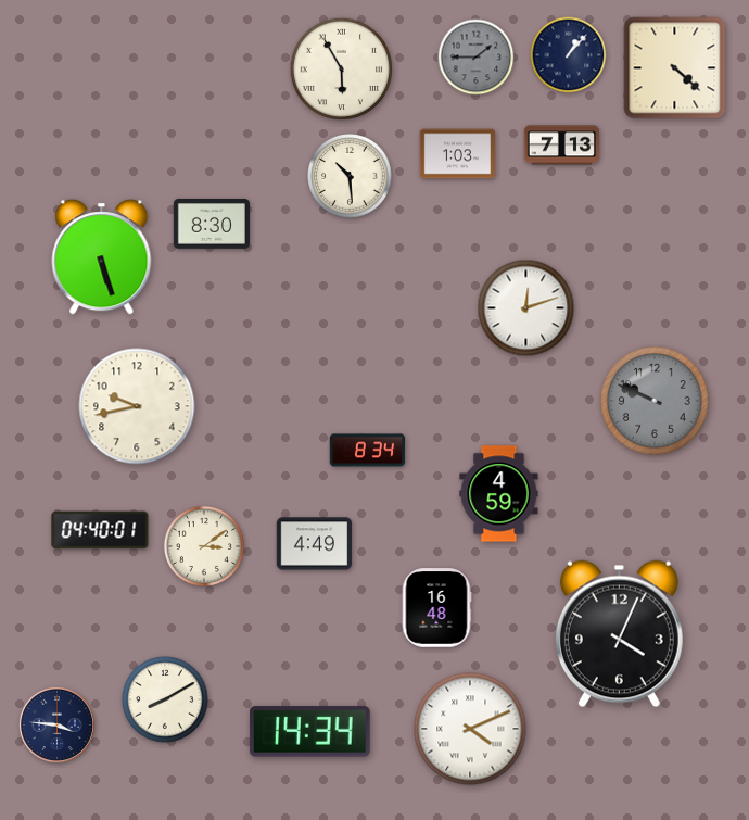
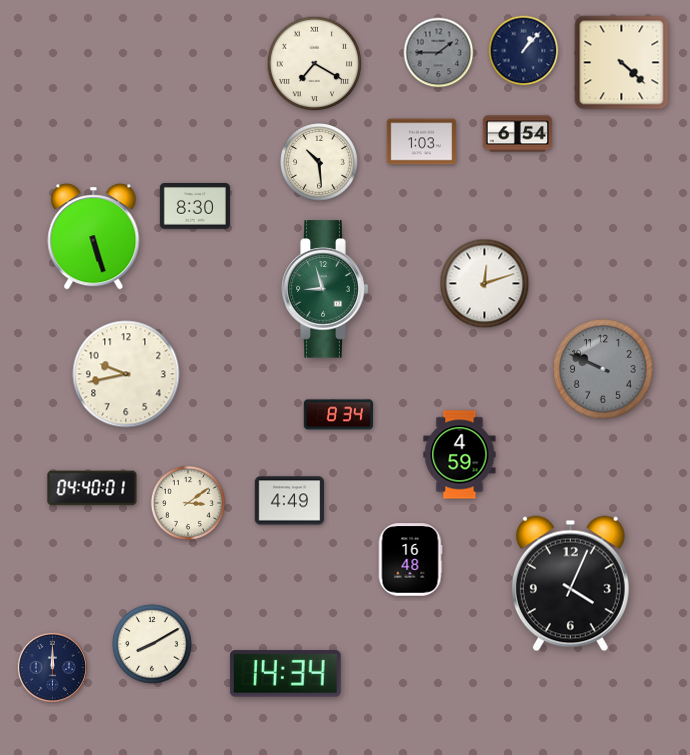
clock at (342, 70): 5:55 -> 7:20
clock at (562, 146): 7:13 -> 6:54
clock at (350, 176) position: (350, 176) -> (319, 162)
clock at (325, 289): none -> 8:57
clock at (436, 608) position: (436, 608) -> (410, 560)
clock at (56, 724): 3:46 -> 12:00
clock at (470, 729): 4:11 -> none
